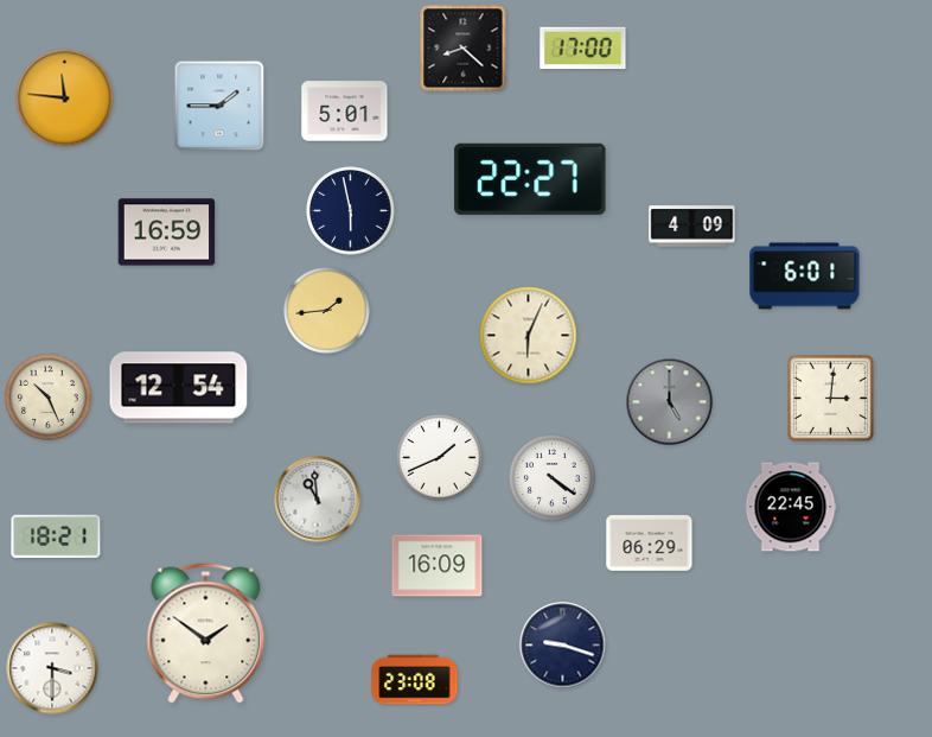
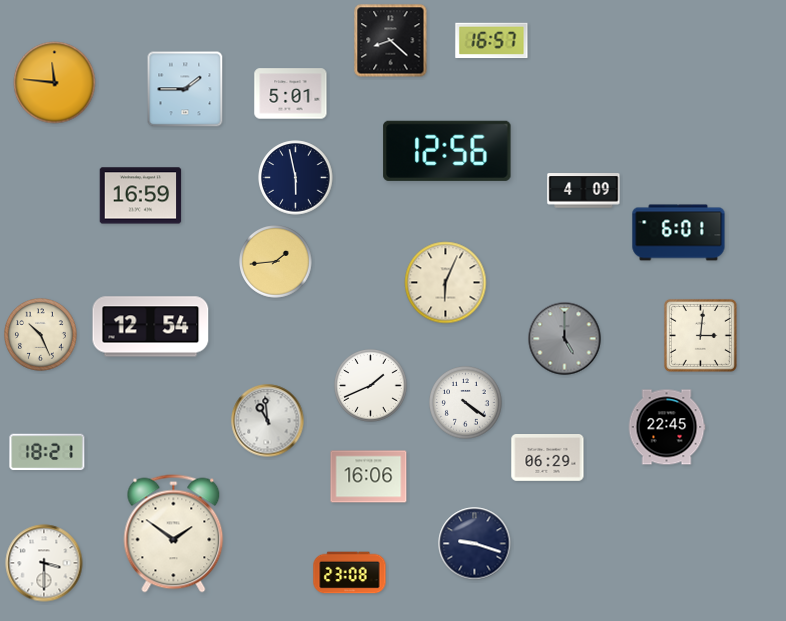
clock at (583, 49): 17:00 -> 16:57
clock at (530, 179): 22:27 -> 12:56
clock at (438, 566): 16:09 -> 16:06
